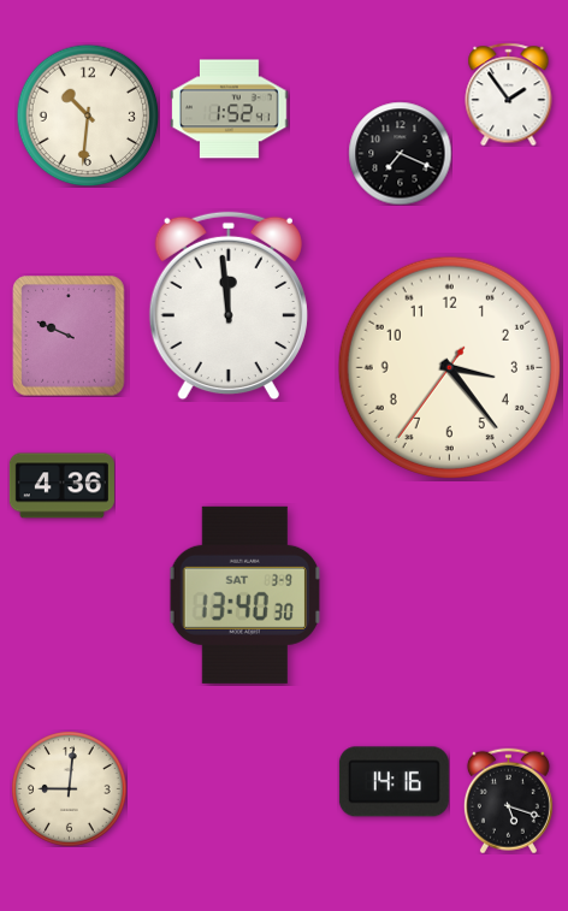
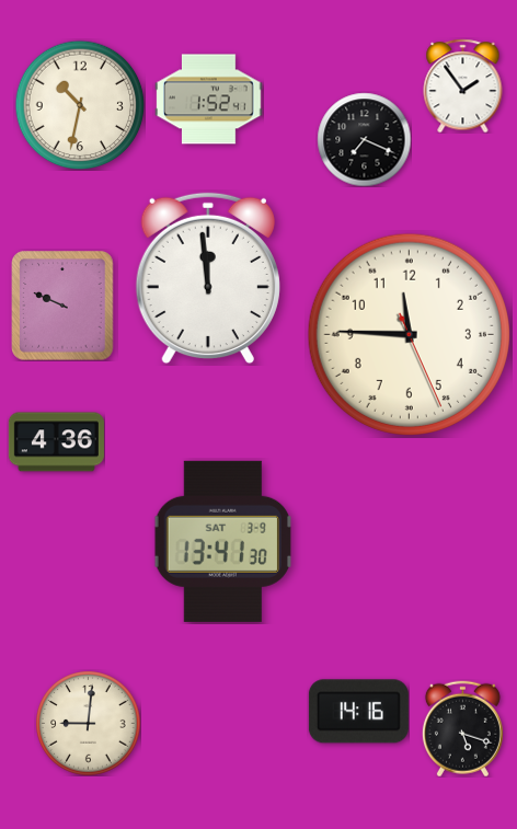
clock at (88, 116): 10:31 -> 10:32
clock at (449, 367): 3:23 -> 11:45
clock at (244, 594): 13:40 -> 13:41
clock at (69, 788) position: (69, 788) -> (88, 723)
